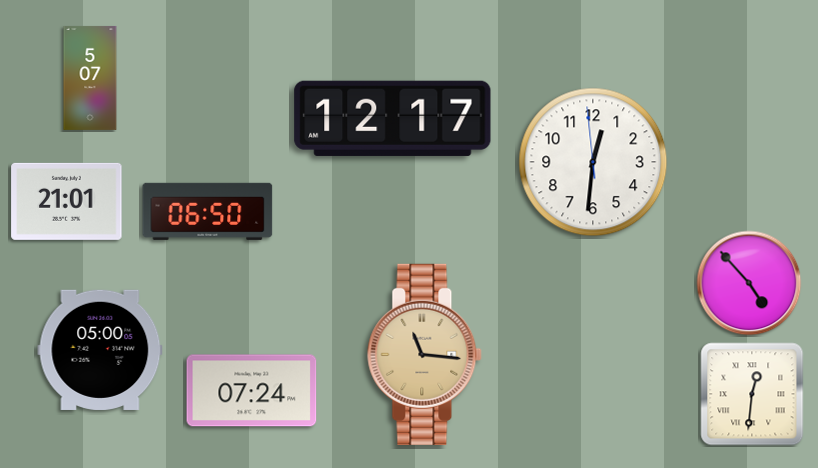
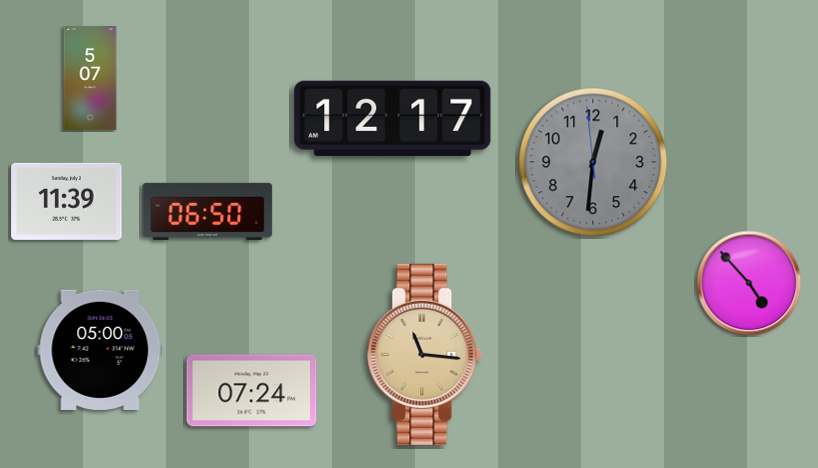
clock at (593, 162) dial: white -> grey
clock at (67, 201): 21:01 -> 11:39
clock at (752, 394): 12:31 -> none
